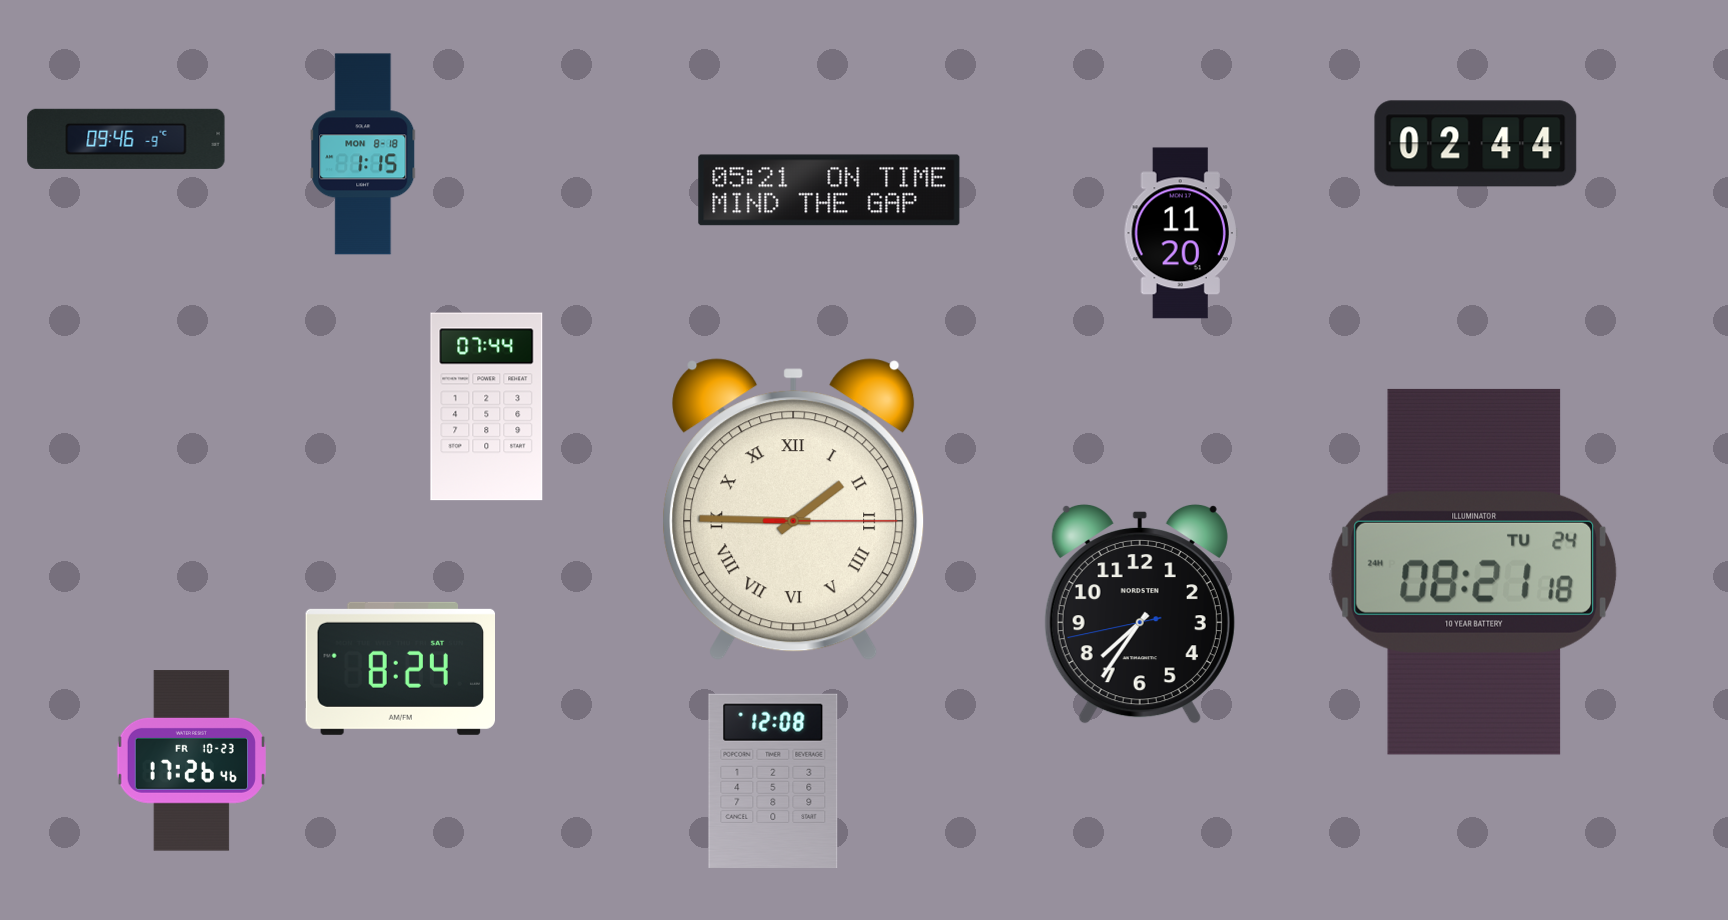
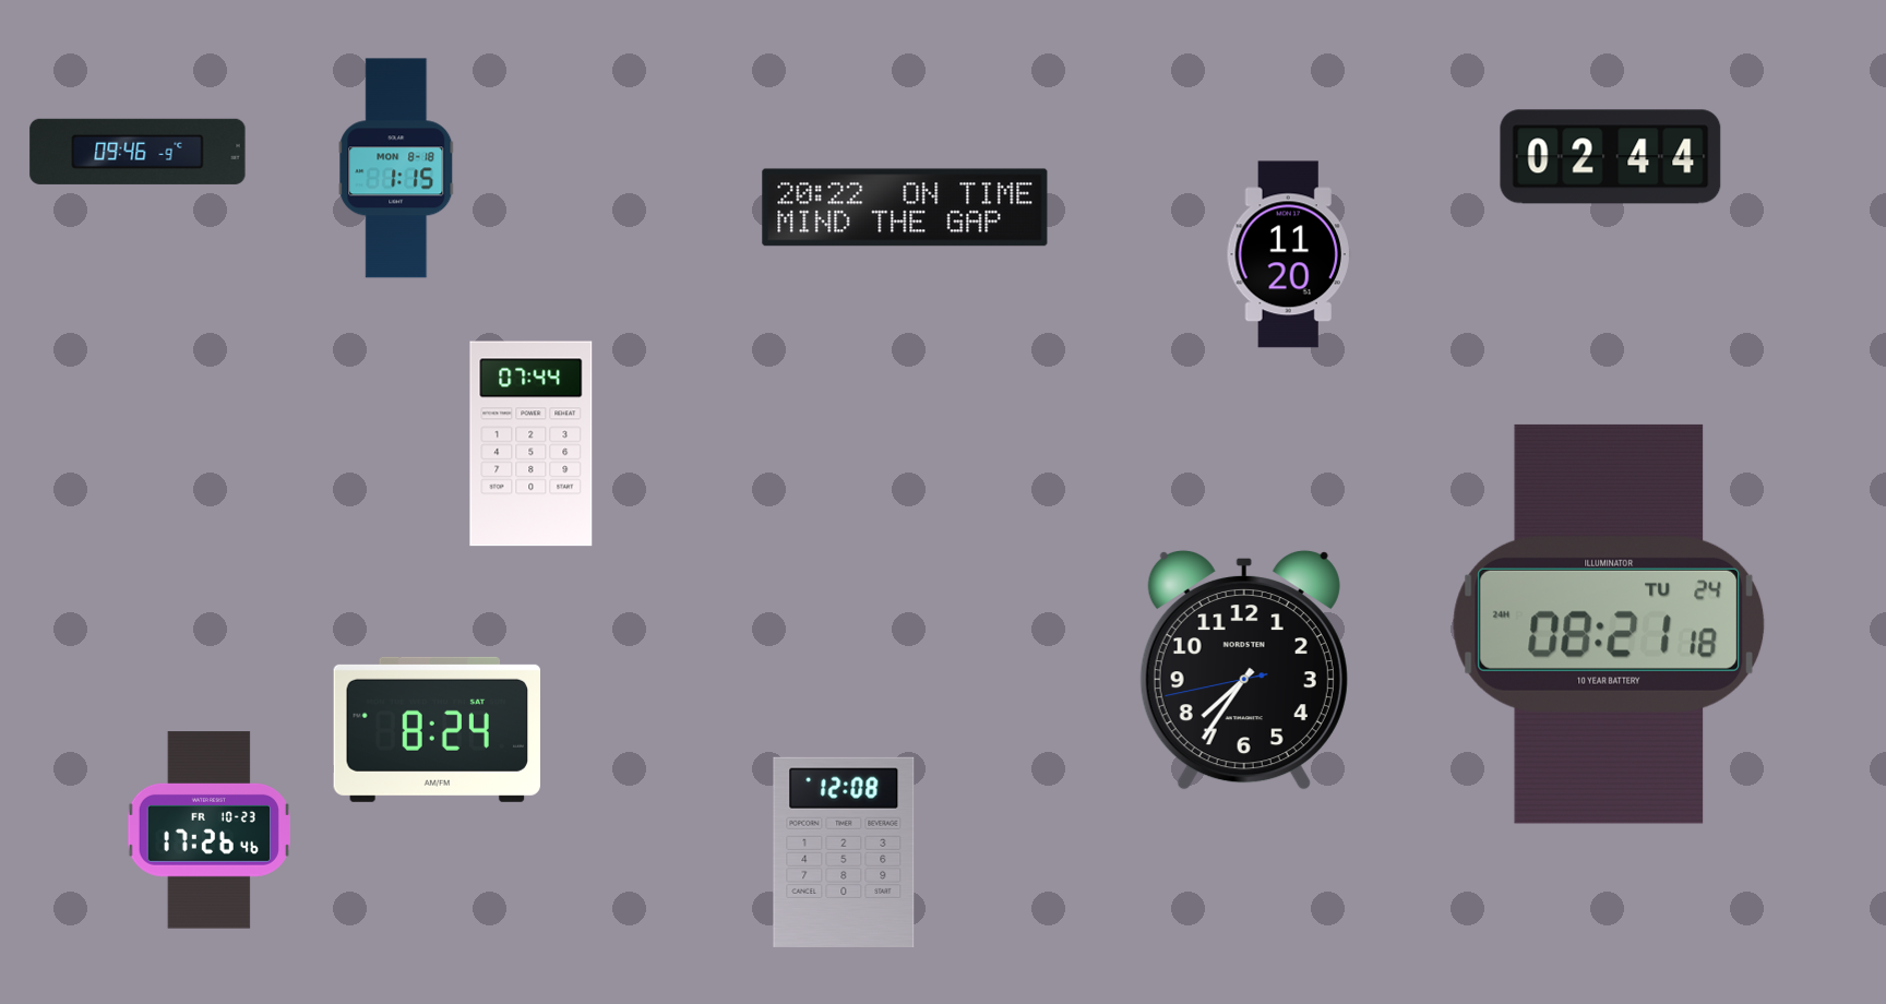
clock at (829, 190): 05:21 -> 20:22
clock at (794, 510): 1:45 -> none
